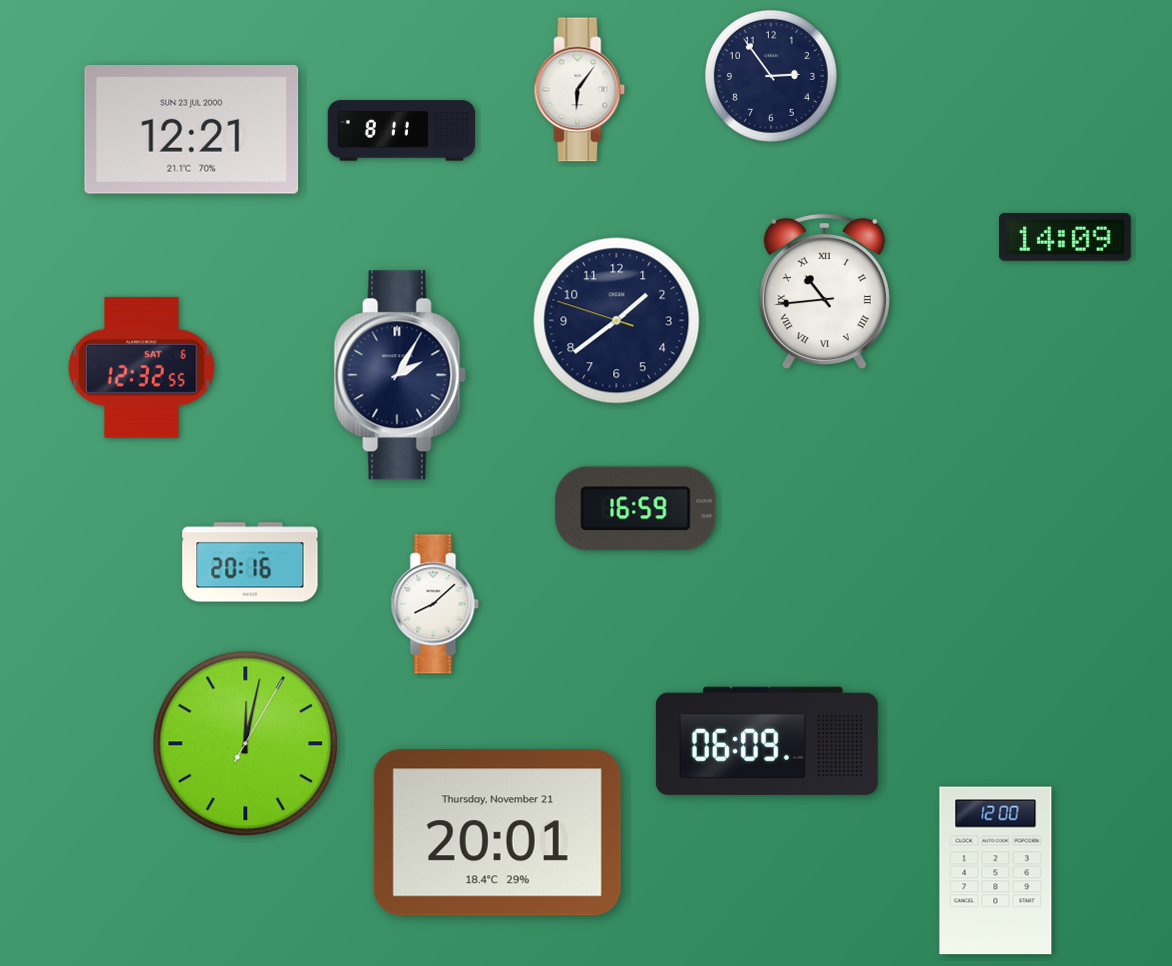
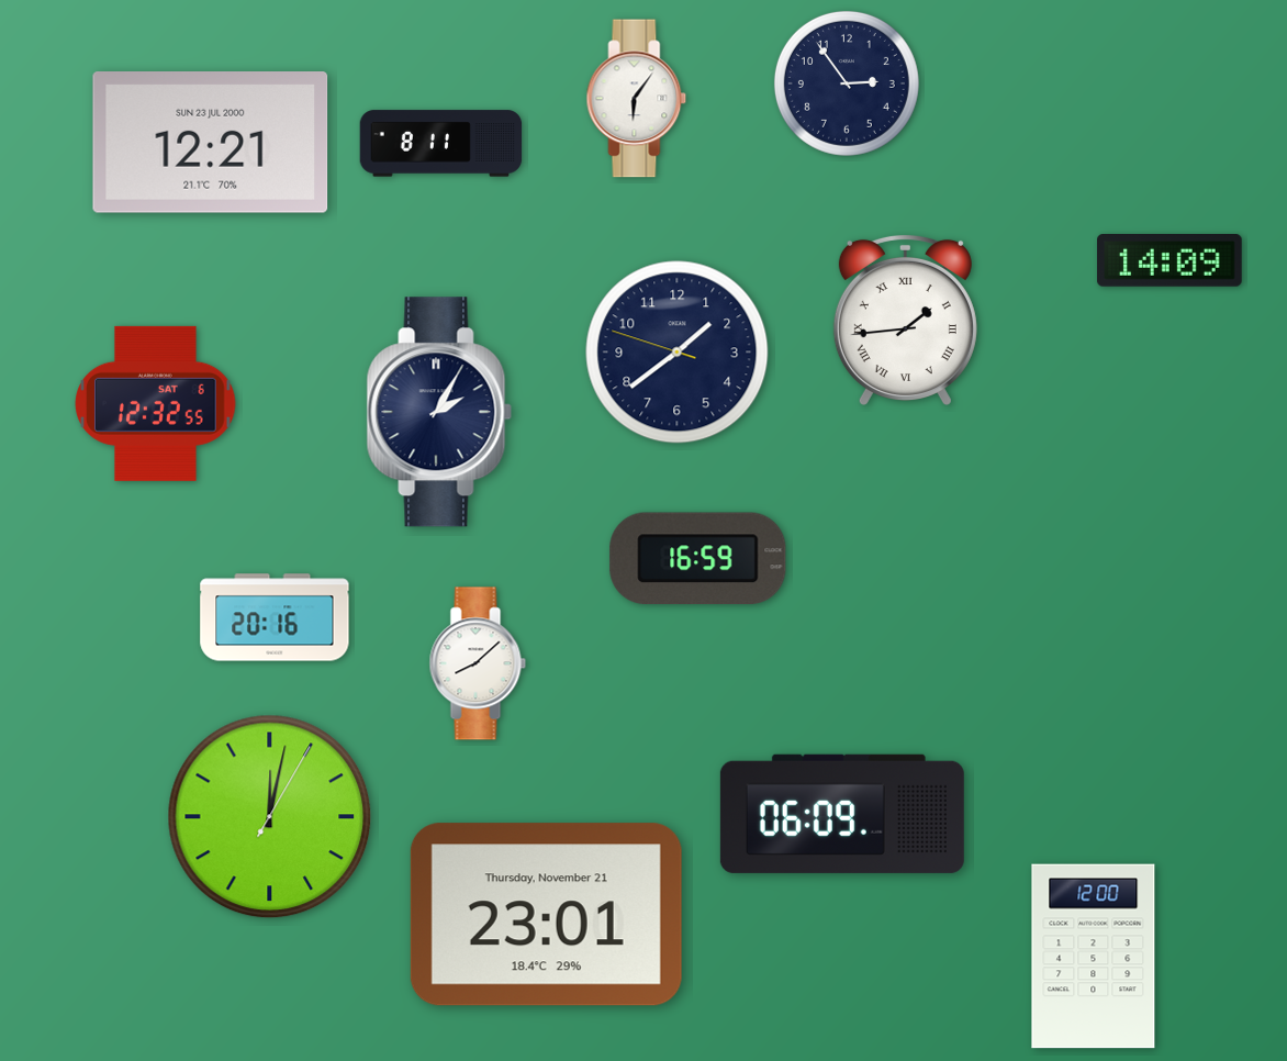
clock at (824, 291): 10:44 -> 1:44
clock at (497, 833): 20:01 -> 23:01
